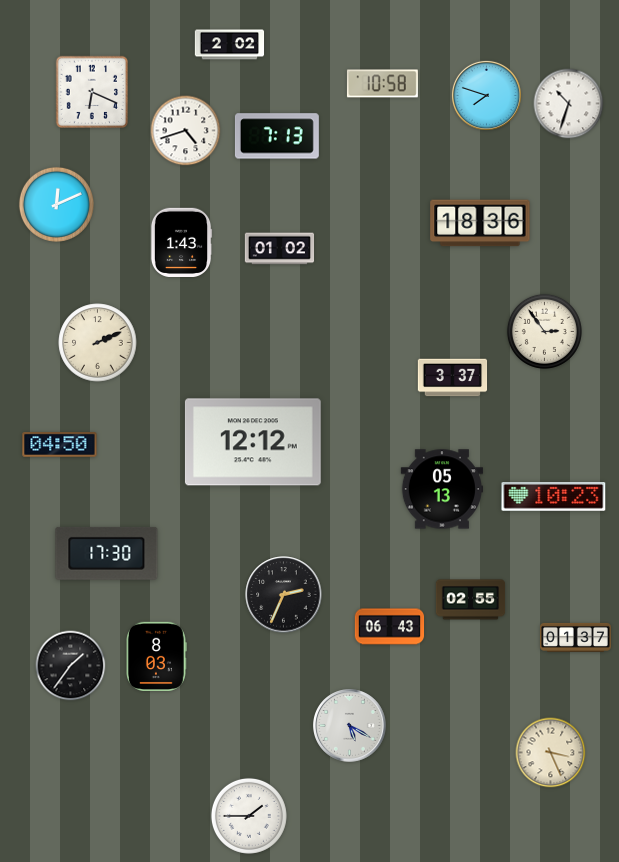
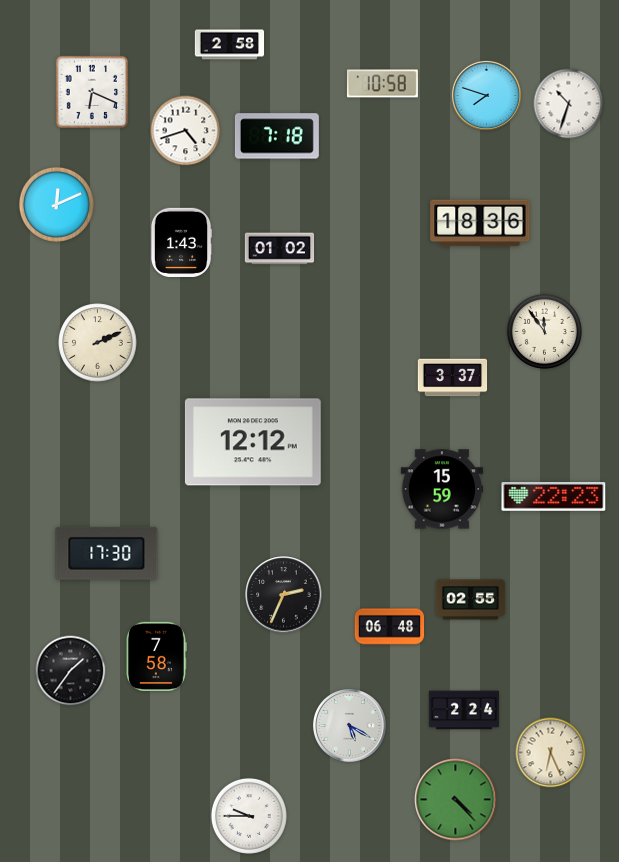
clock at (230, 45): 2:02 -> 2:58
clock at (277, 136): 7:13 -> 7:18
clock at (544, 331): 2:54 -> 11:54
clock at (60, 445): 04:50 -> none
clock at (441, 489): 05:13 -> 15:59
clock at (554, 497): 10:23 -> 22:23
clock at (390, 627): 06:43 -> 06:48
clock at (575, 637): 01:37 -> none
clock at (157, 656): 8:03 -> 7:58
clock at (71, 666) position: (71, 666) -> (71, 671)
clock at (464, 710): none -> 2:24
clock at (551, 753): 3:26 -> 6:26
clock at (456, 800): none -> 4:23
clock at (249, 816): 1:45 -> 9:45
